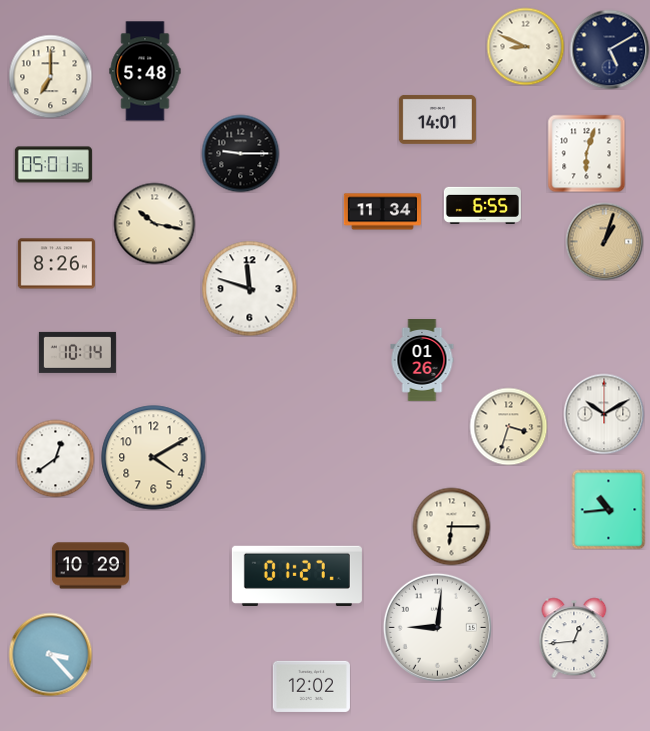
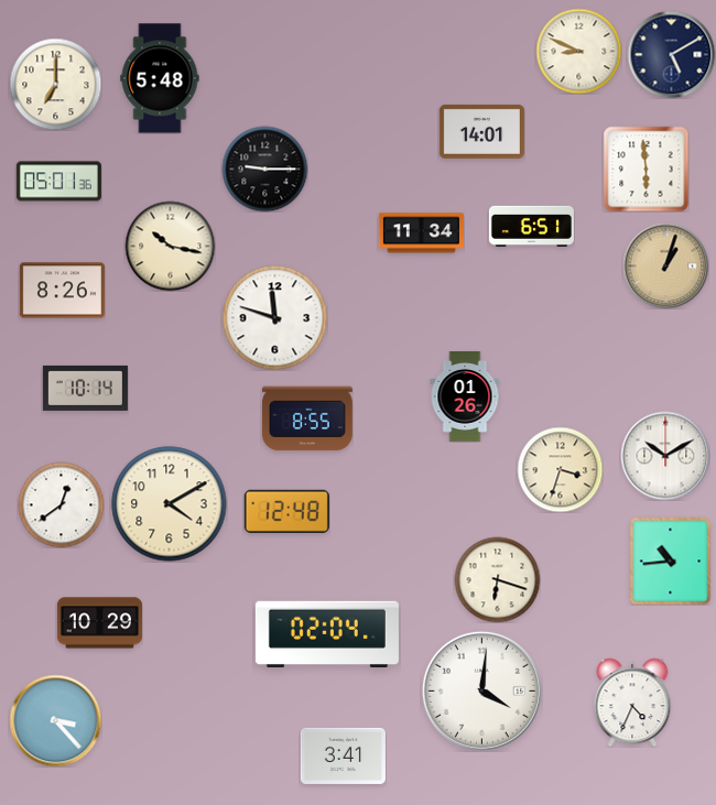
clock at (586, 153): 6:03 -> 5:59
clock at (482, 205): 6:55 -> 6:51
clock at (307, 418): none -> 8:55
clock at (286, 511): none -> 12:48
clock at (451, 526): 6:15 -> 6:18
clock at (297, 576): 01:27 -> 02:04
clock at (437, 627): 9:01 -> 4:01
clock at (574, 638): 12:44 -> 4:34
clock at (311, 686): 12:02 -> 3:41
